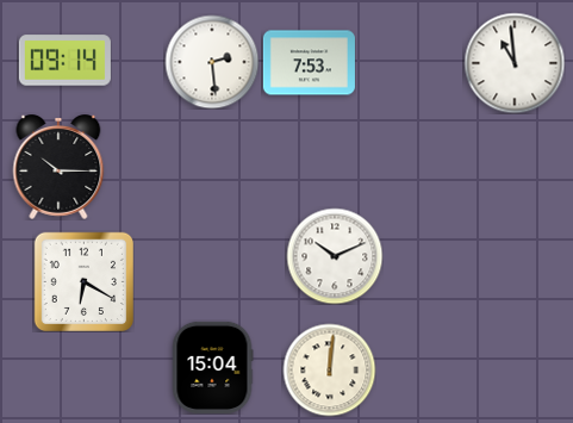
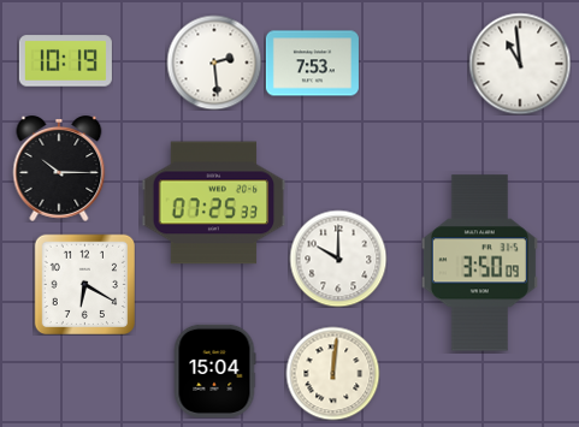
clock at (64, 61): 09:14 -> 10:19
clock at (214, 203): none -> 07:25
clock at (335, 256): 10:11 -> 10:00
clock at (479, 263): none -> 3:50
